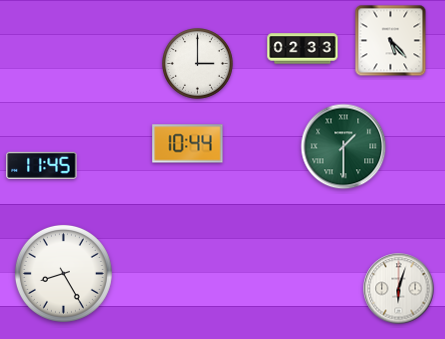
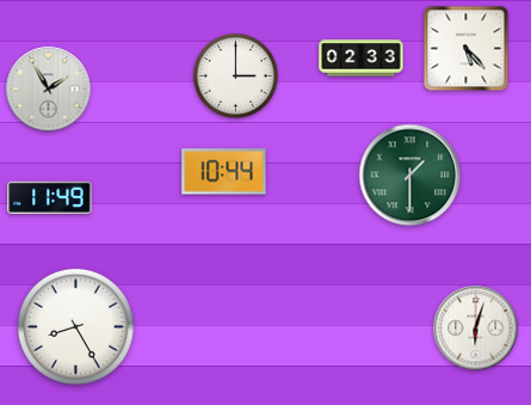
clock at (49, 90): none -> 1:55
clock at (42, 165): 11:45 -> 11:49
clock at (399, 289) position: (399, 289) -> (476, 329)
